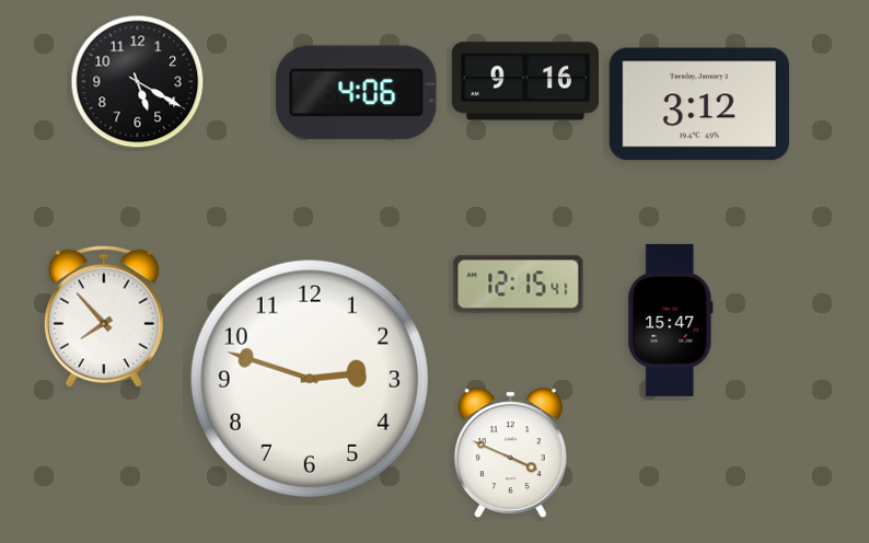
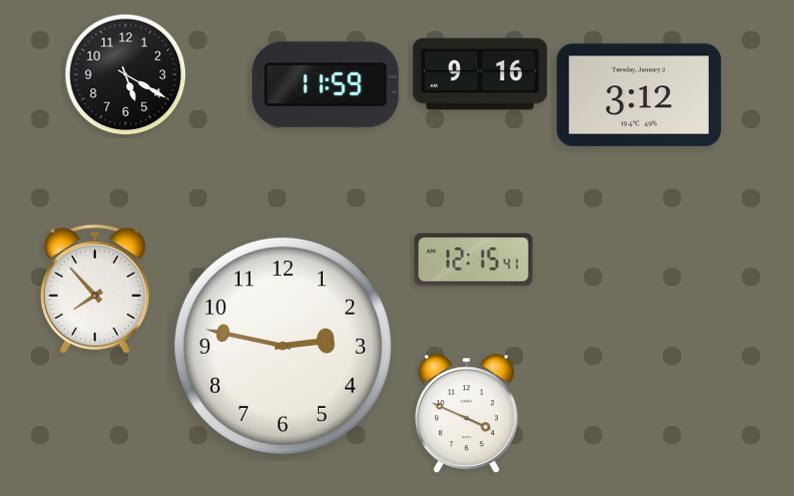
clock at (357, 93): 4:06 -> 11:59
clock at (671, 320): 15:47 -> none
clock at (310, 379): 2:48 -> 2:47
